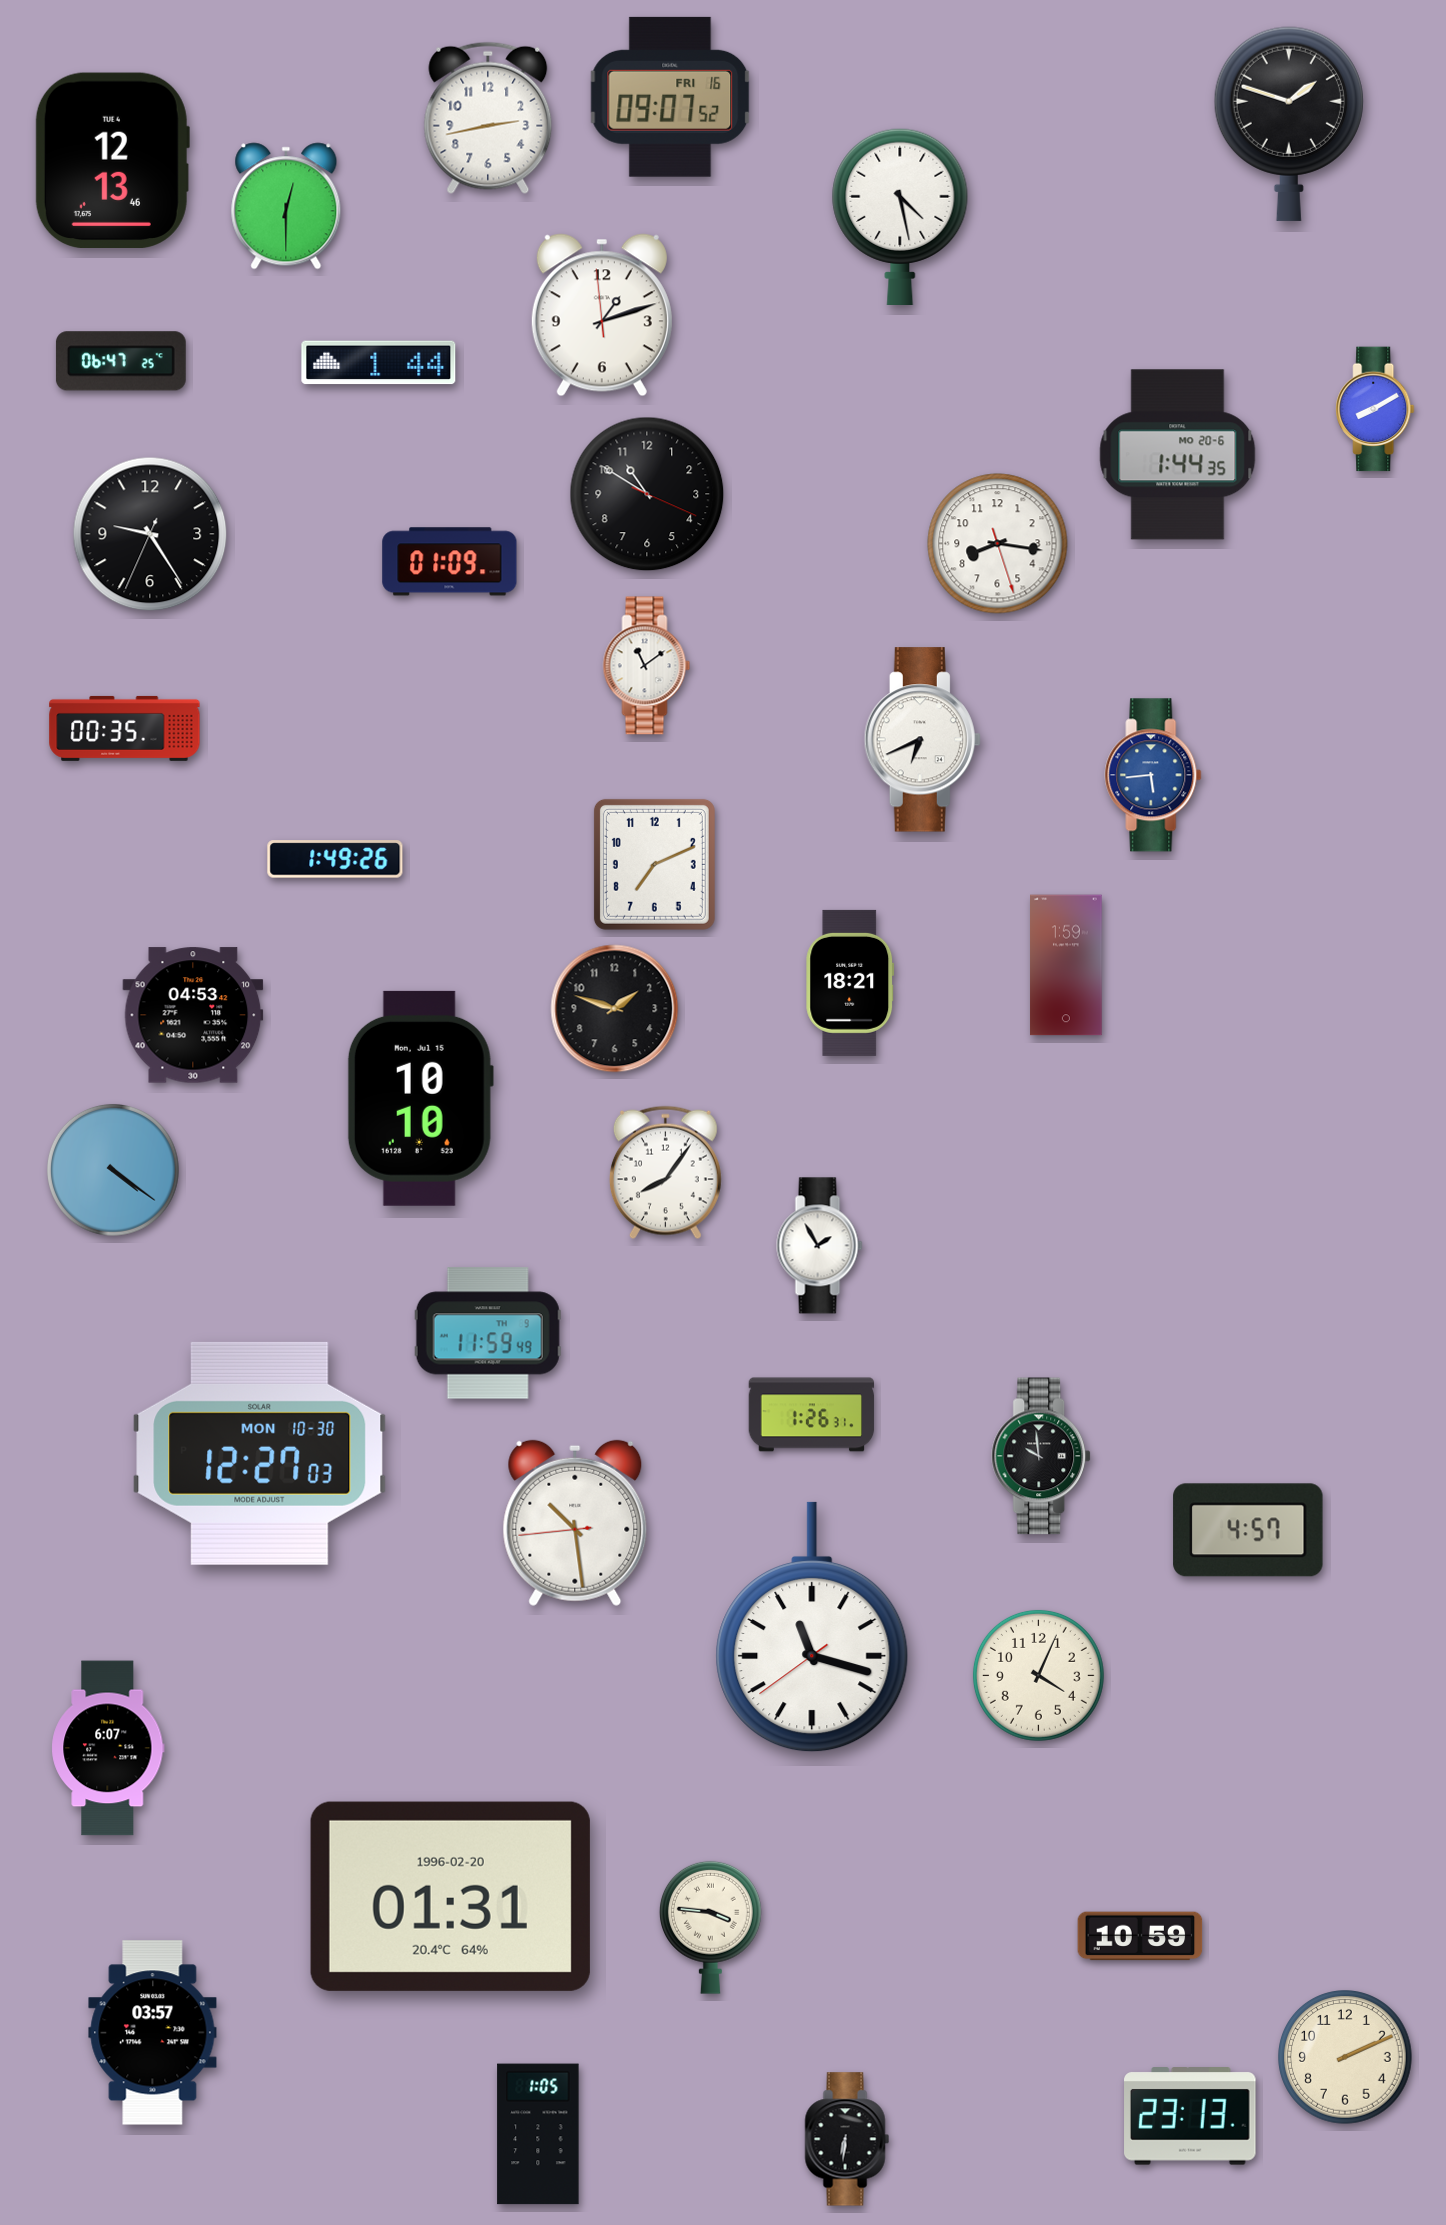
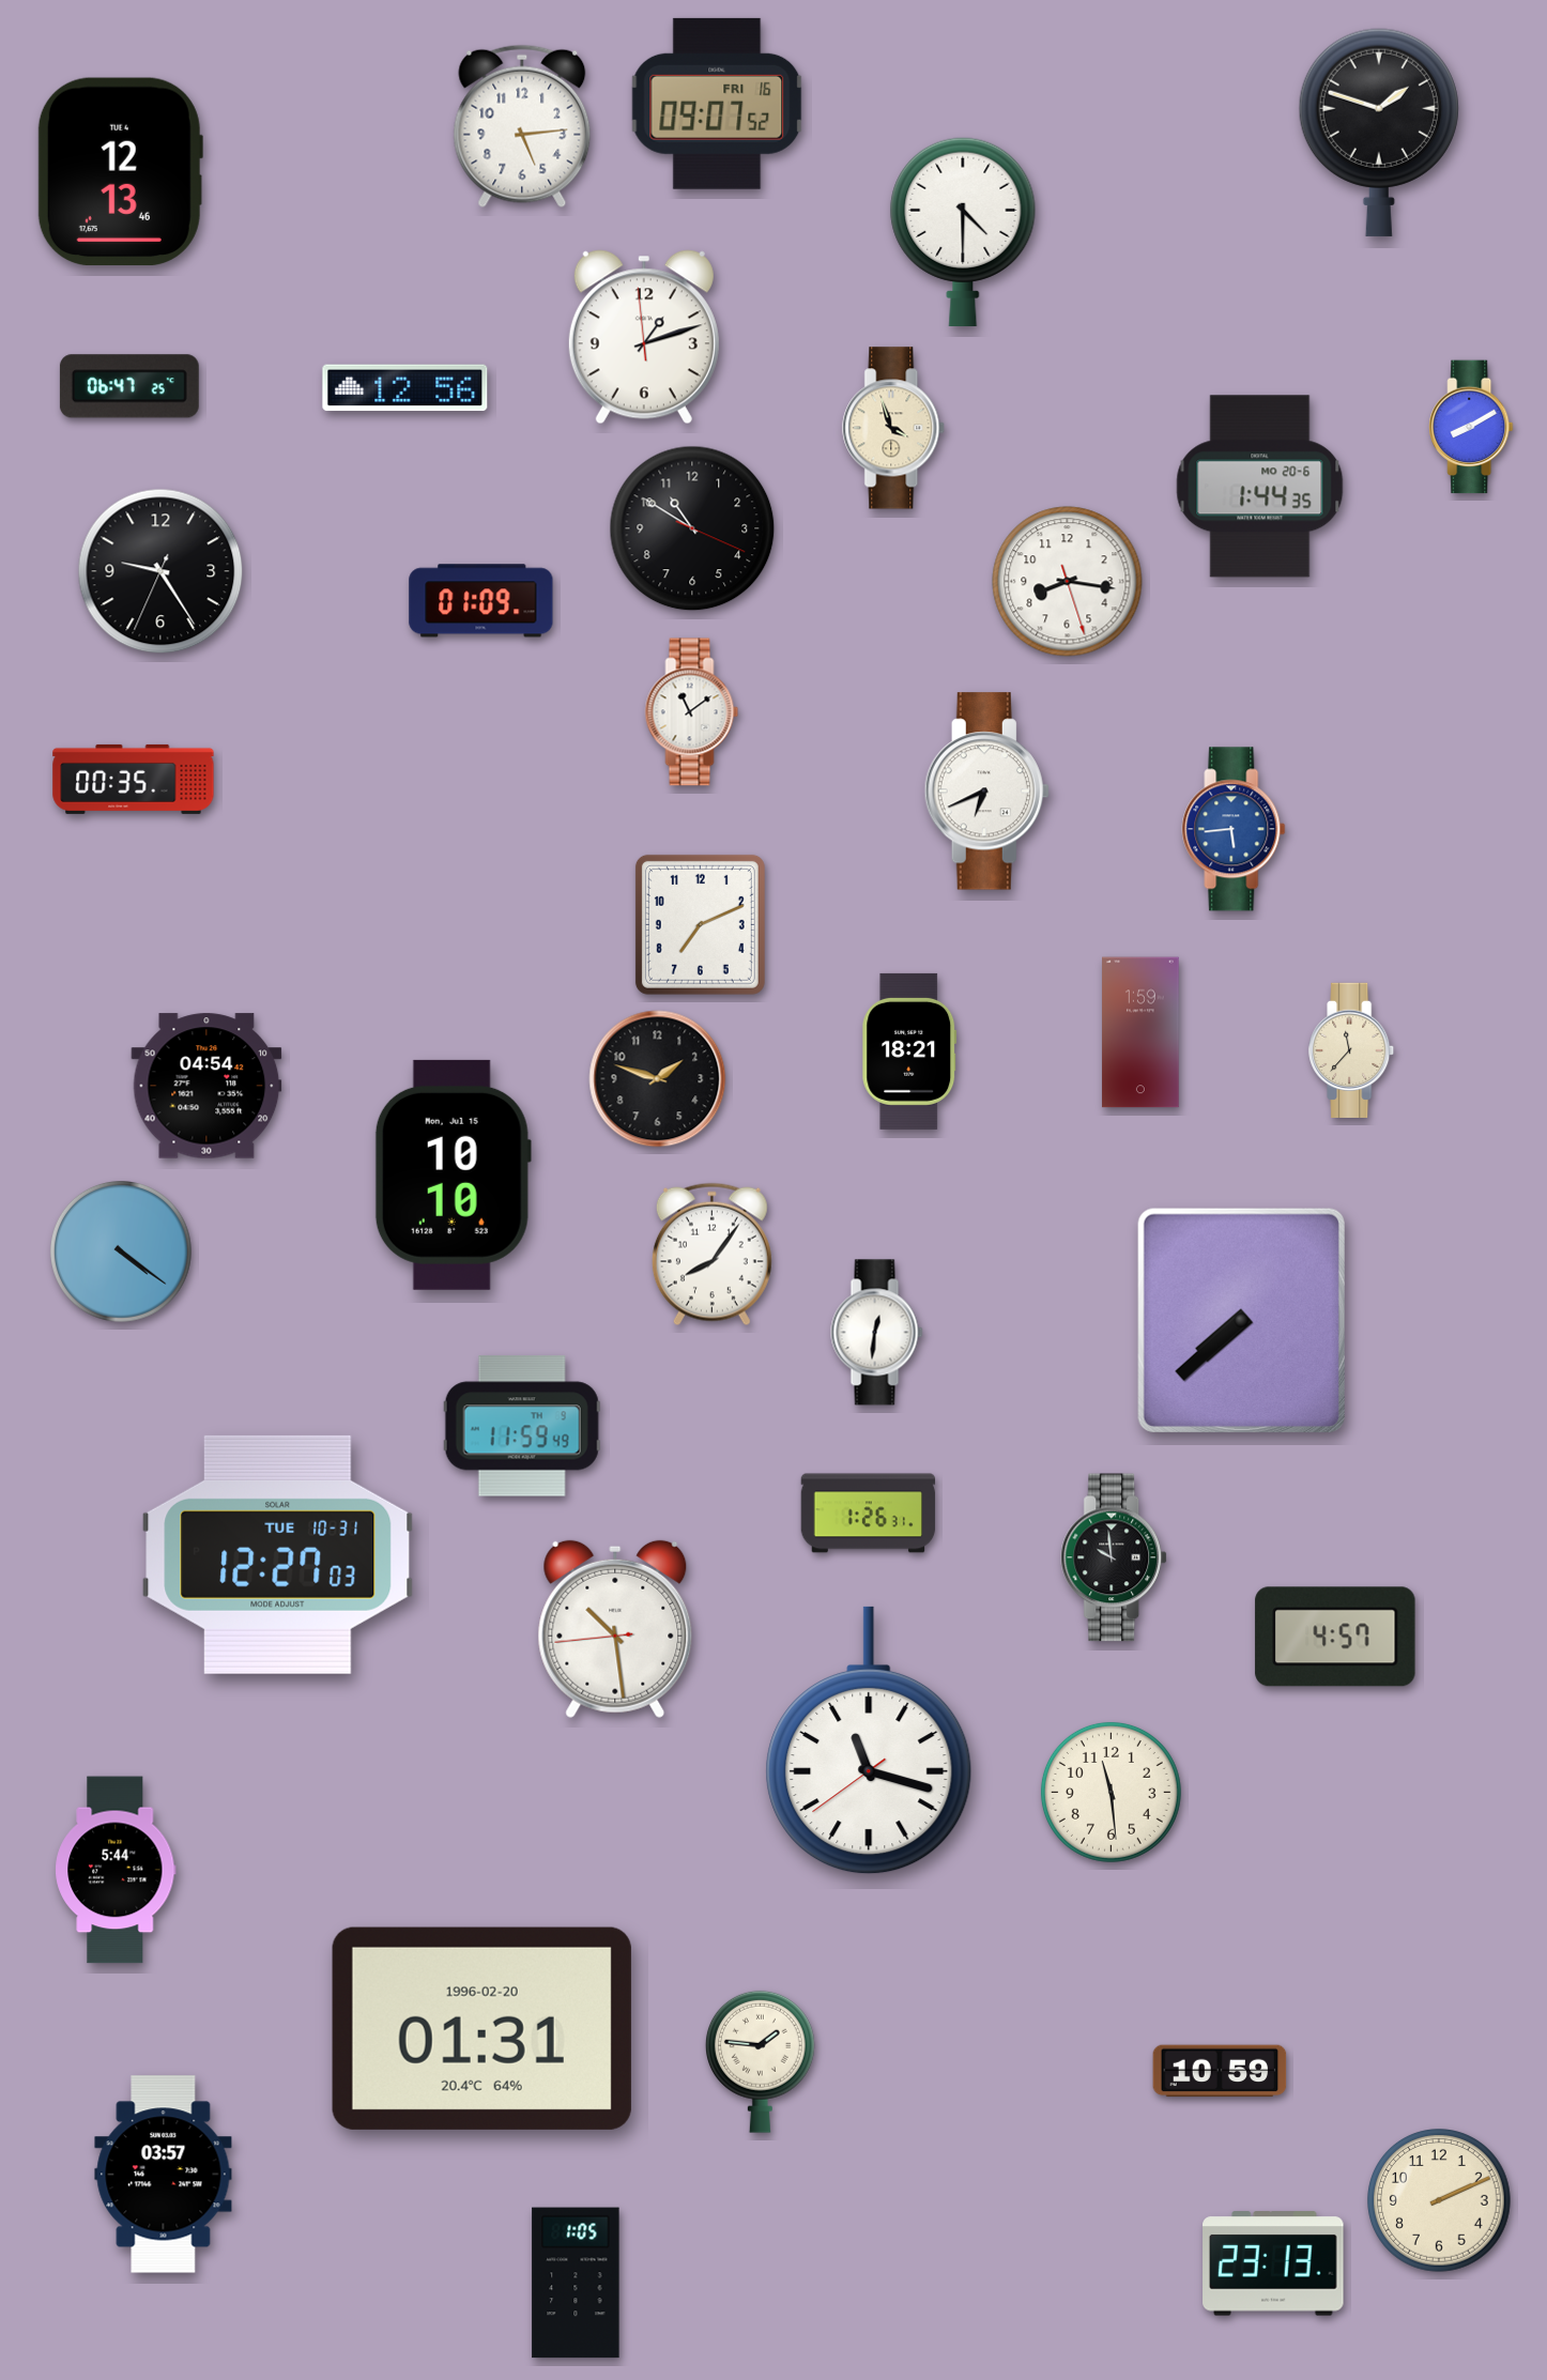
clock at (488, 118): 2:43 -> 5:14
clock at (286, 206): 12:30 -> none
clock at (900, 216): 4:28 -> 4:30
clock at (379, 363): 1:44 -> 12:56
clock at (894, 428): none -> 3:57
clock at (1375, 409) position: (1375, 409) -> (1471, 427)
clock at (335, 859): 1:49 -> none
clock at (1352, 1050): none -> 11:37
clock at (193, 1015): 04:53 -> 04:54
clock at (420, 1098) position: (420, 1098) -> (453, 1174)
clock at (1241, 1320): none -> 7:38
clock at (820, 1246): 1:55 -> 12:31
clock at (260, 1453) date: MON 10-30 -> TUE 10-31
clock at (1038, 1675): 4:04 -> 11:29
clock at (108, 1748): 6:07 -> 5:44
clock at (710, 1927): 3:46 -> 1:46
clock at (847, 2139): 6:31 -> none
